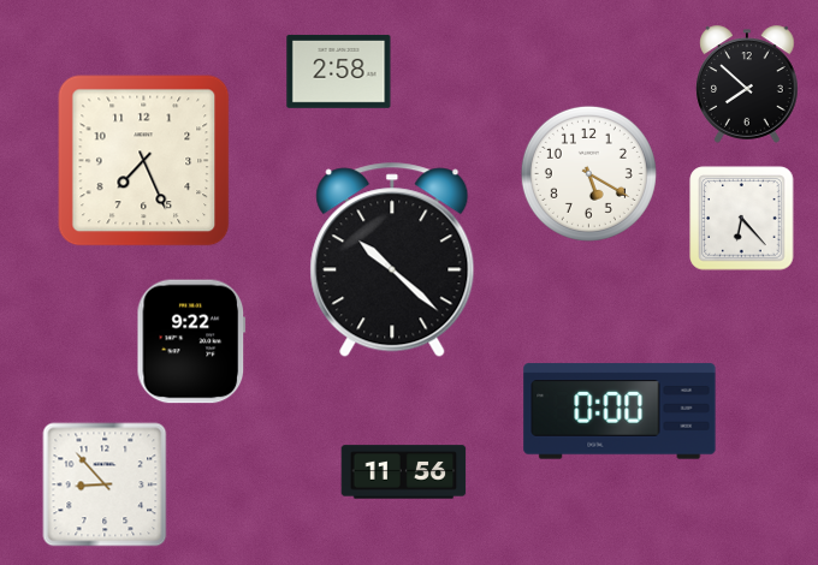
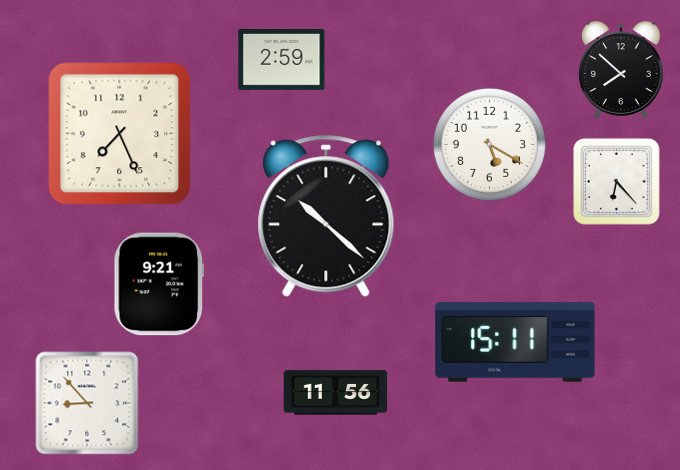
clock at (339, 71): 2:58 -> 2:59
clock at (191, 341): 9:22 -> 9:21
clock at (620, 411): 0:00 -> 15:11
